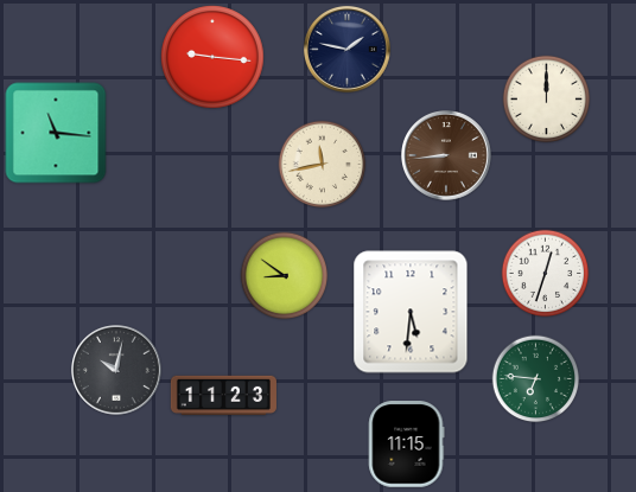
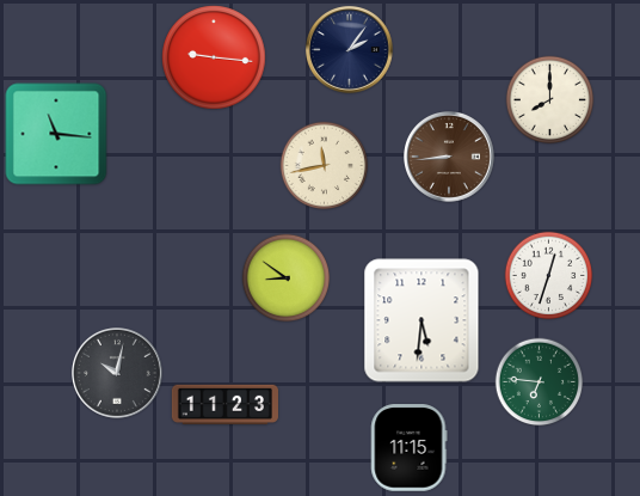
clock at (346, 49): 1:47 -> 2:06
clock at (547, 100): 12:00 -> 8:00
clock at (411, 312) position: (411, 312) -> (421, 320)
clock at (223, 396) position: (223, 396) -> (224, 405)
